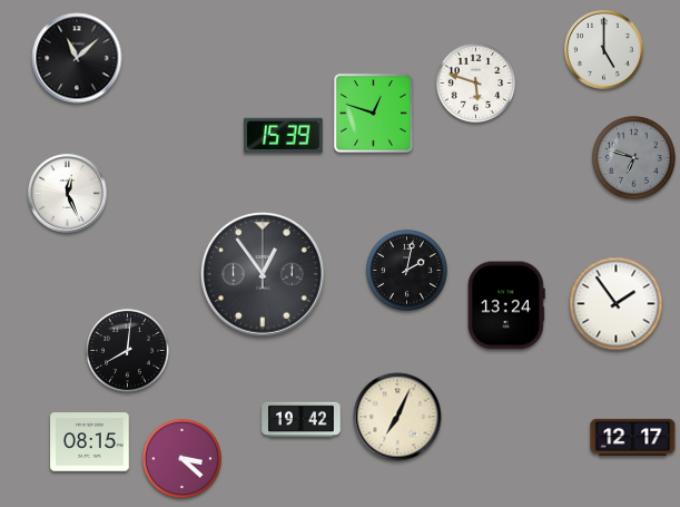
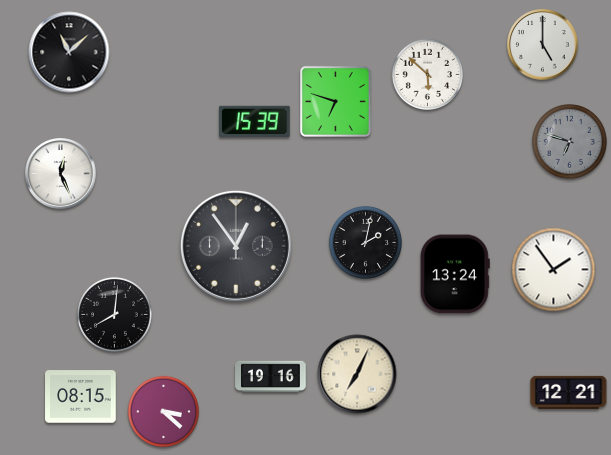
clock at (475, 82): 5:48 -> 5:52
clock at (373, 113): 12:48 -> 6:48
clock at (617, 304) position: (617, 304) -> (554, 270)
clock at (302, 420): 19:42 -> 19:16
clock at (633, 437): 12:17 -> 12:21
